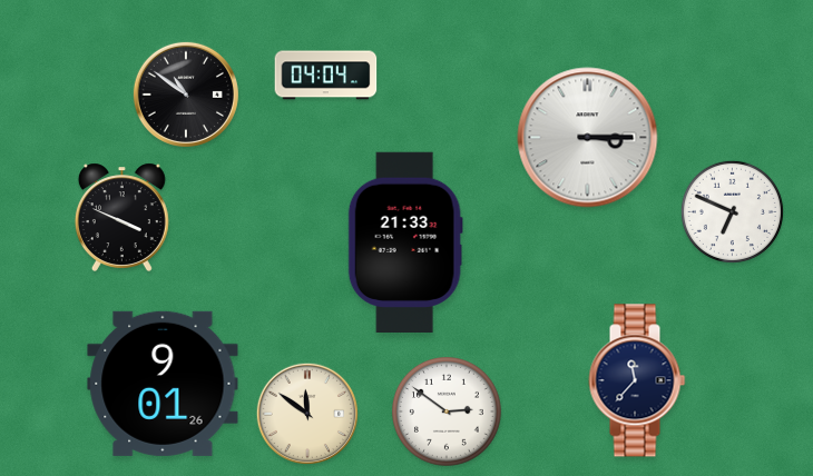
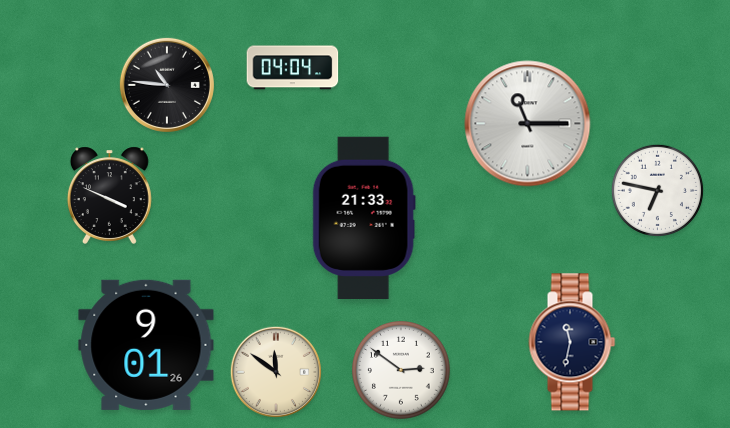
clock at (186, 95): 10:51 -> 10:46
clock at (588, 138): 3:15 -> 11:15
clock at (732, 211): 6:49 -> 6:47
clock at (637, 380): 11:37 -> 11:32
